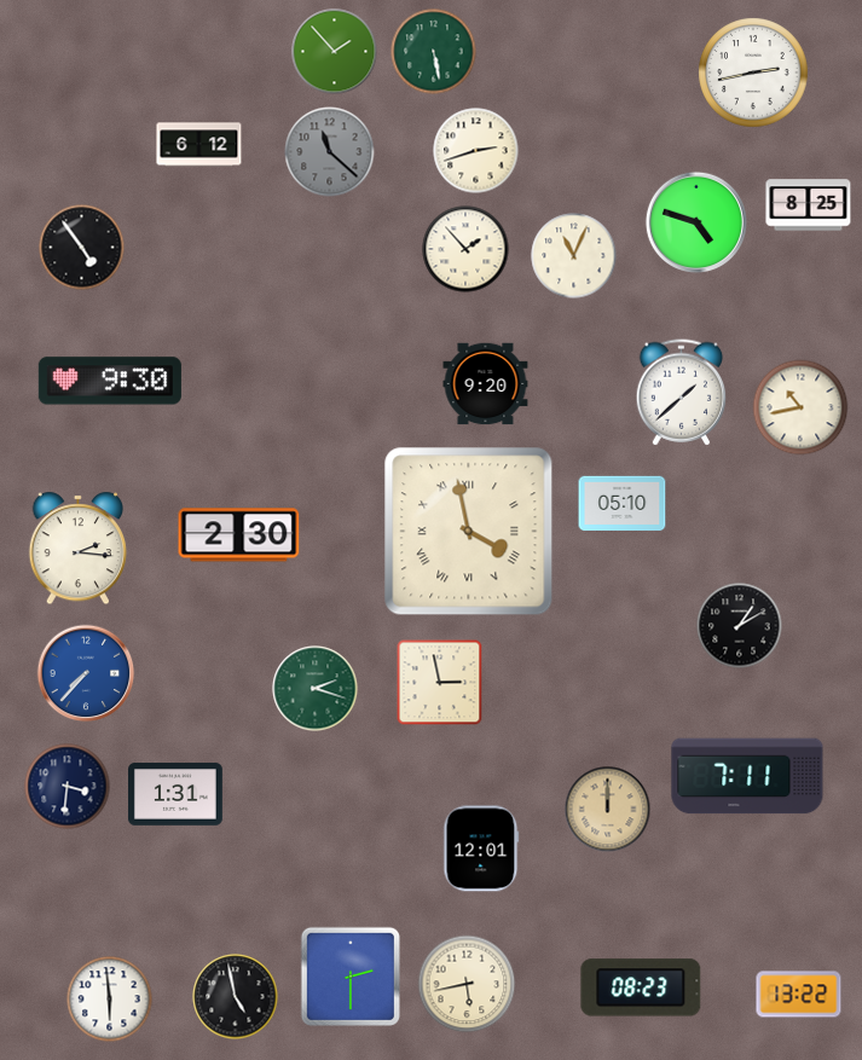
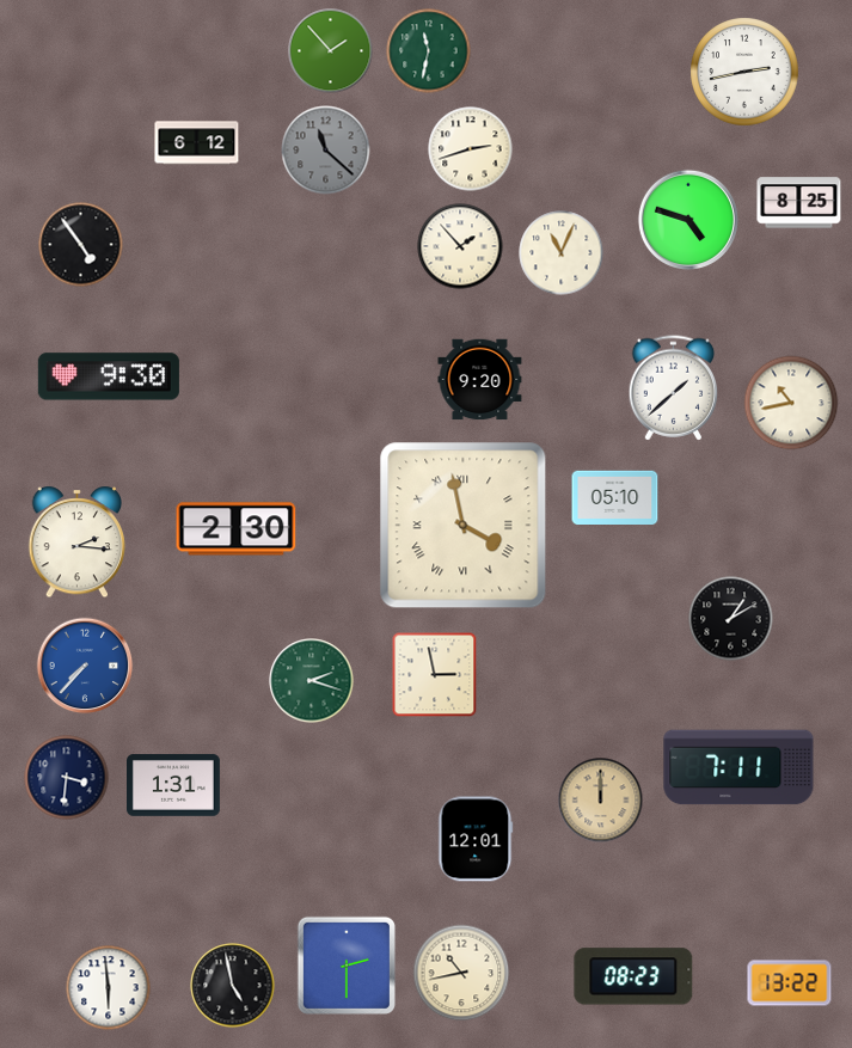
clock at (434, 52): 5:28 -> 11:32
clock at (574, 256) position: (574, 256) -> (562, 253)
clock at (467, 984): 5:43 -> 10:43
